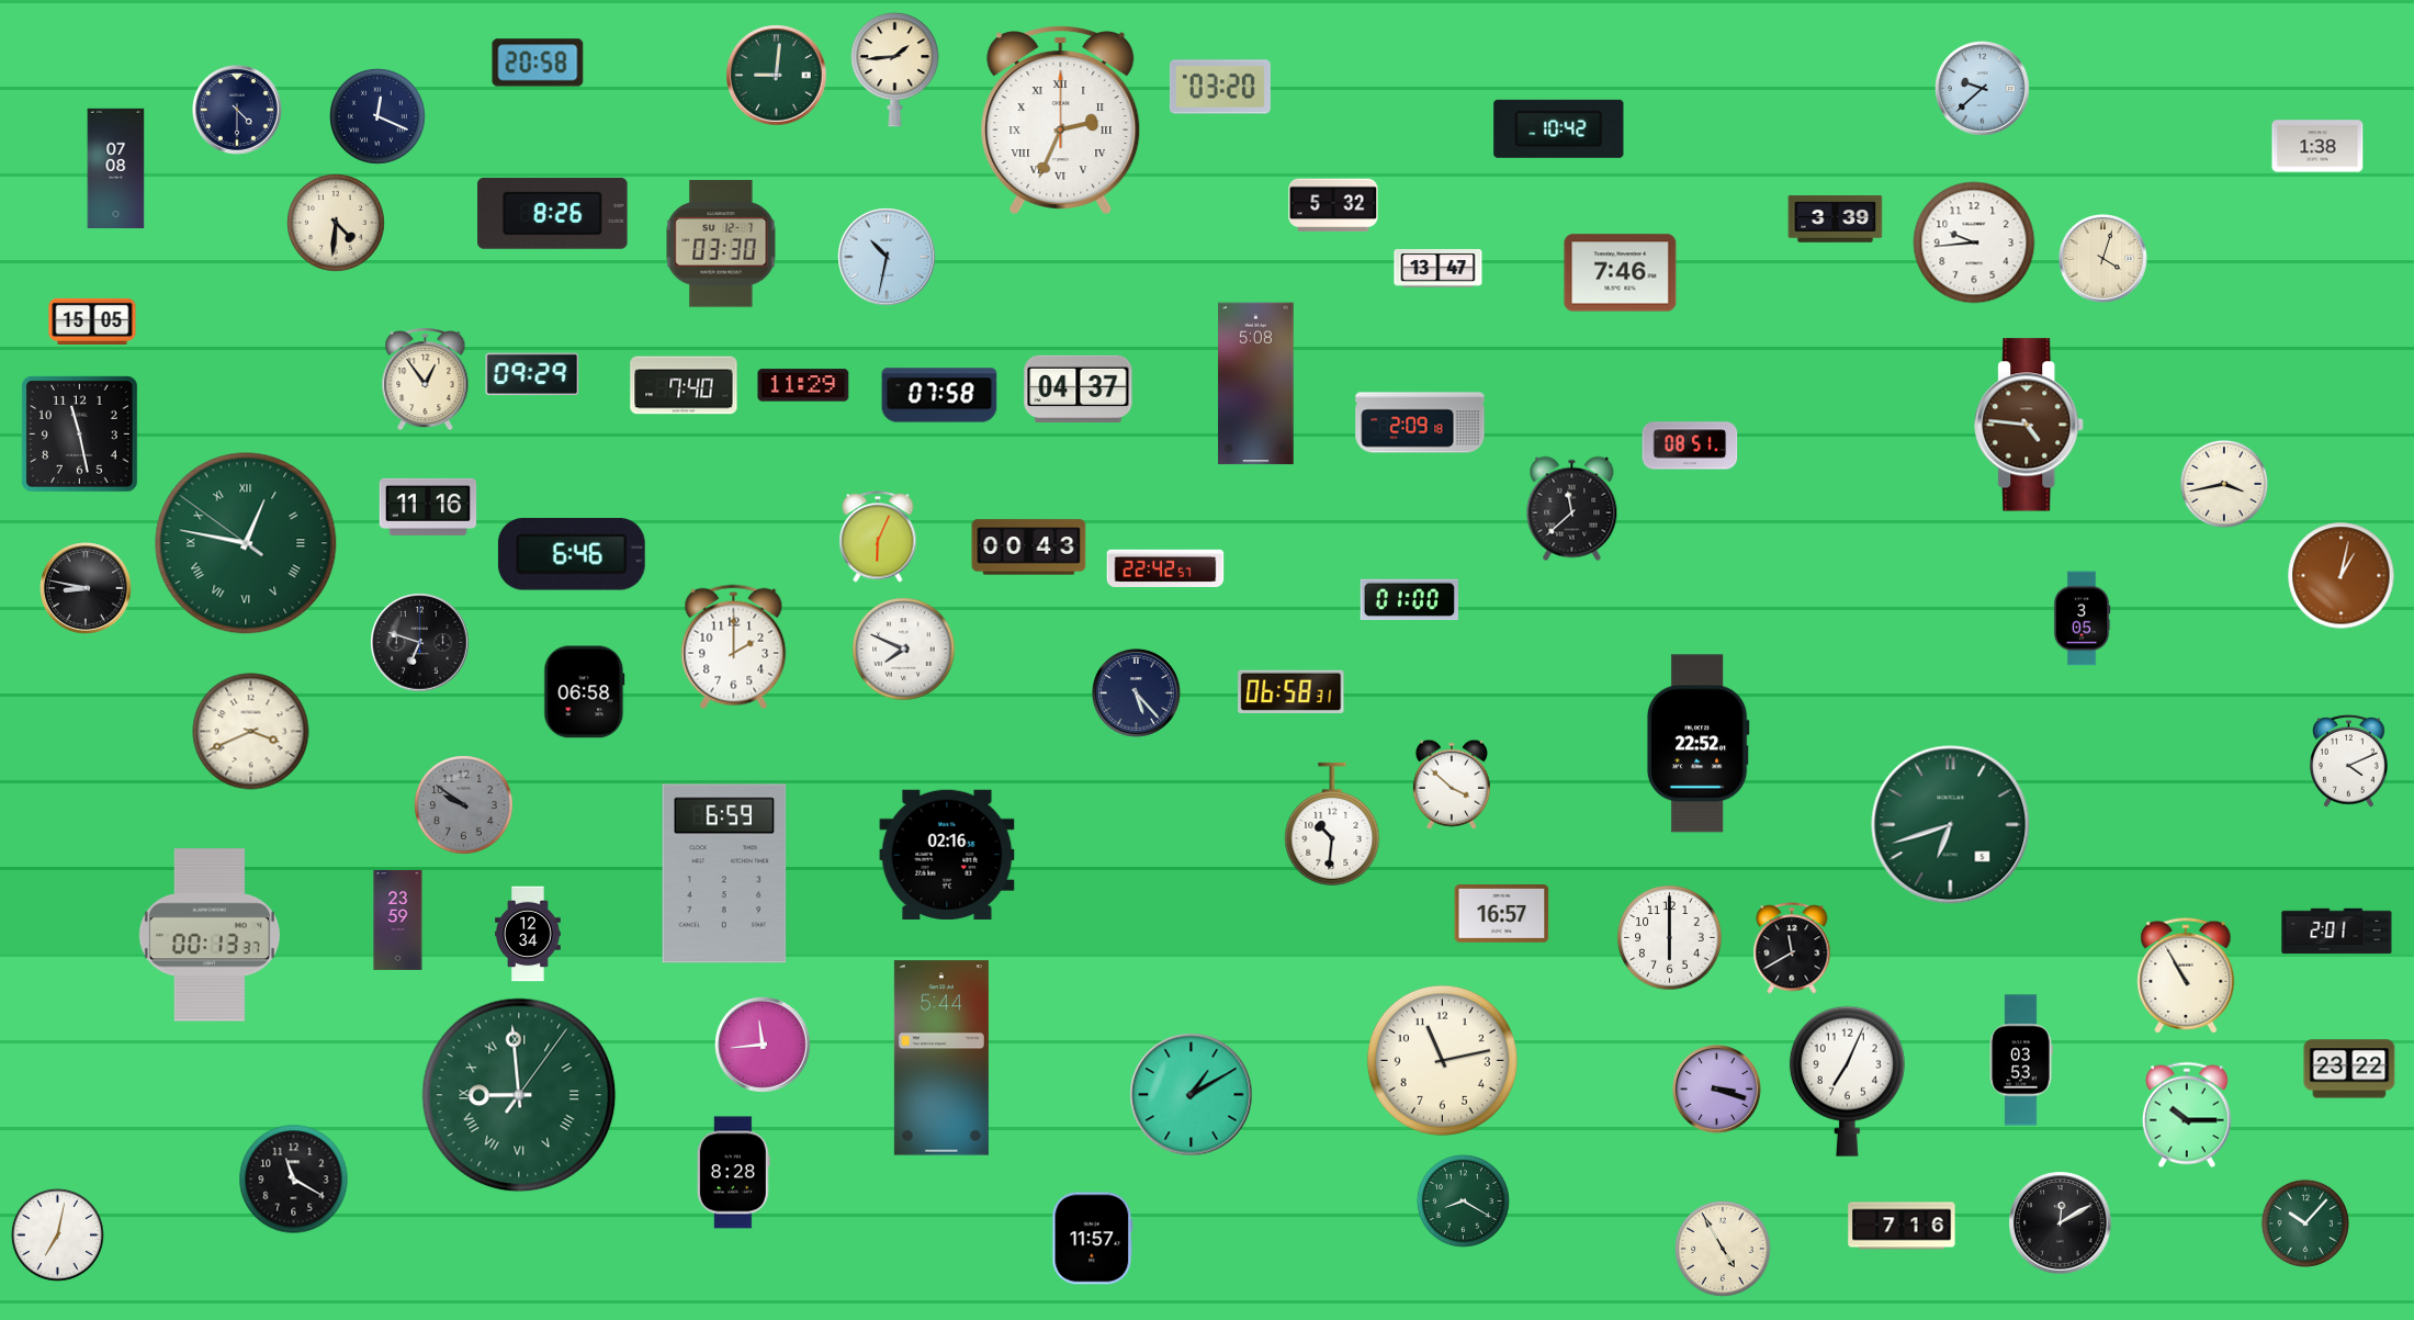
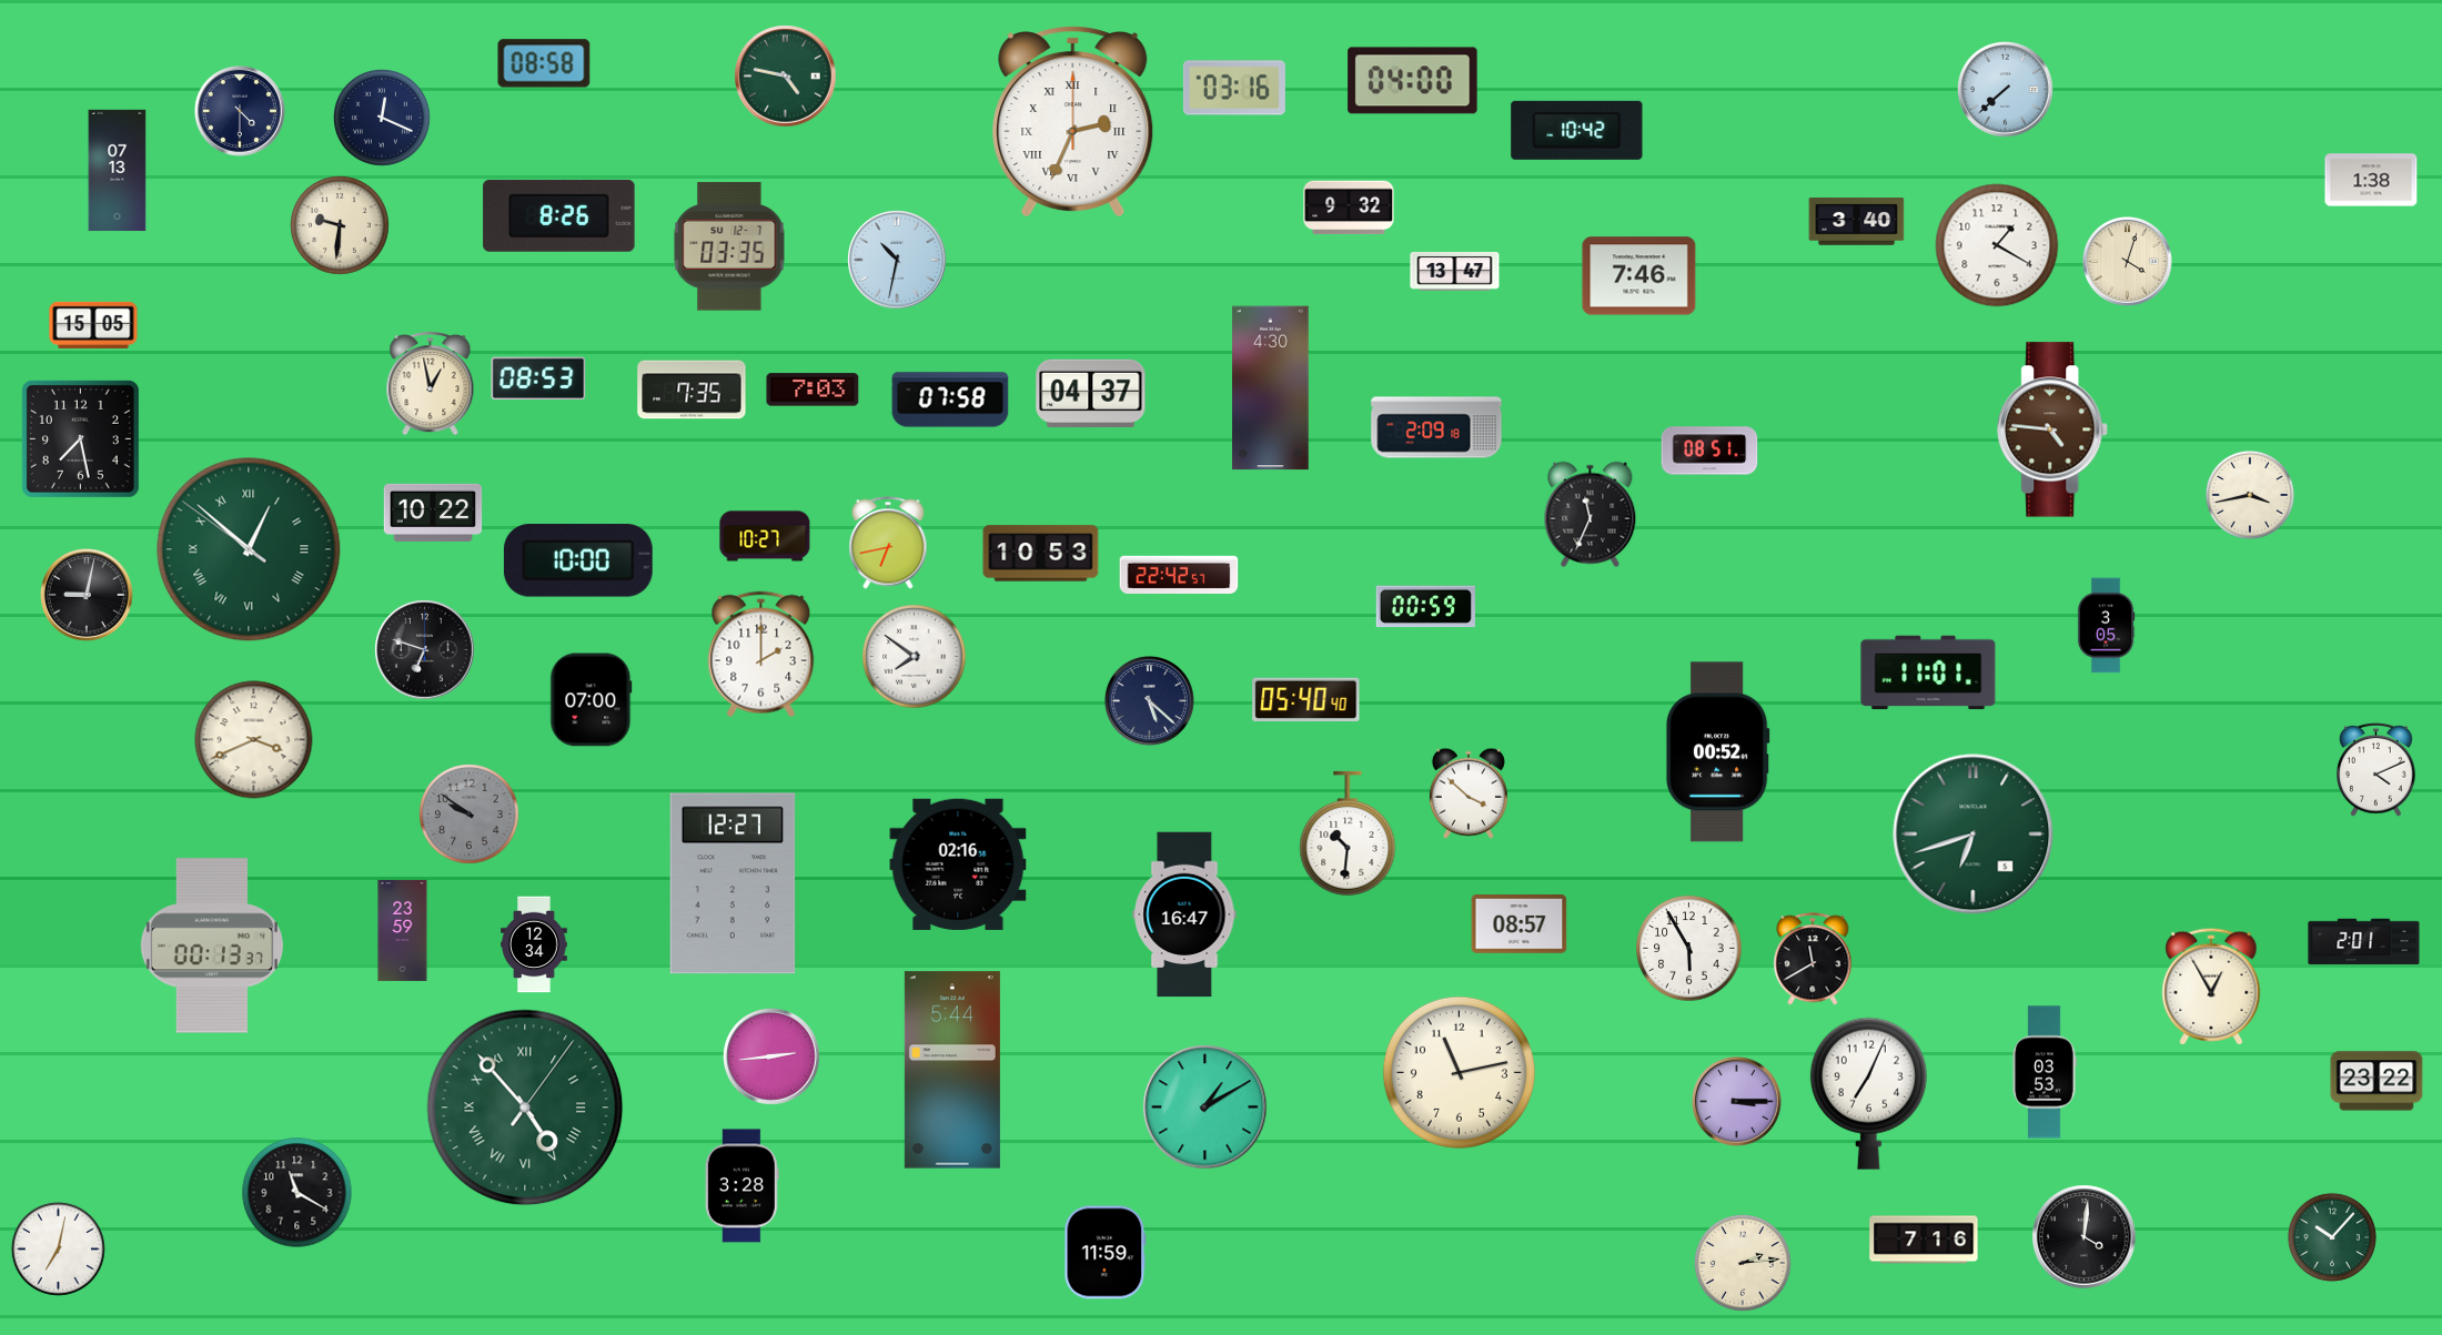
clock at (538, 63): 20:58 -> 08:58
clock at (895, 70): 1:44 -> none
clock at (777, 76): 9:01 -> 4:47
clock at (1413, 81): none -> 04:00
clock at (1220, 87): 03:20 -> 03:16
clock at (1983, 89): 9:38 -> 7:38
clock at (2317, 146) position: (2317, 146) -> (2371, 180)
clock at (116, 169): 07:08 -> 07:13
clock at (1333, 205): 5:32 -> 9:32
clock at (1836, 219): 3:39 -> 3:40
clock at (336, 223): 4:31 -> 9:31
clock at (1974, 242): 9:44 -> 1:20
clock at (721, 244): 03:30 -> 03:35
clock at (532, 374): 09:29 -> 08:53
clock at (426, 380): 12:54 -> 12:58
clock at (1256, 384): 5:08 -> 4:30
clock at (684, 385): 7:40 -> 7:35
clock at (803, 385): 11:29 -> 7:03
clock at (79, 433): 11:28 -> 7:28
clock at (2224, 484) position: (2224, 484) -> (2250, 495)
clock at (428, 507): 11:16 -> 10:22
clock at (1572, 509): 11:38 -> 11:34
clock at (765, 536): none -> 10:27
clock at (878, 537): 6:04 -> 6:43
clock at (246, 543): 12:46 -> 12:51
clock at (1029, 548): 00:43 -> 10:53
clock at (572, 554): 6:46 -> 10:00
clock at (2342, 576): 1:02 -> none
clock at (87, 589): 8:47 -> 9:02
clock at (1409, 600): 01:00 -> 00:59
clock at (734, 647) position: (734, 647) -> (761, 655)
clock at (904, 650): 7:49 -> 7:51
clock at (1928, 672): none -> 11:01
clock at (1291, 691): 06:58 -> 05:40
clock at (585, 692): 06:58 -> 07:00
clock at (1136, 692): 5:23 -> 5:22
clock at (1697, 744): 22:52 -> 00:52
clock at (724, 873): 6:59 -> 12:27
clock at (1184, 914): none -> 16:47
clock at (1502, 914): 16:57 -> 08:57
clock at (1670, 938): 6:00 -> 5:55
clock at (2186, 975): 10:55 -> 12:55
clock at (764, 1046): 11:44 -> 2:44
clock at (1716, 1088): 3:18 -> 3:15
clock at (519, 1095): 8:59 -> 4:53
clock at (2187, 1115): 10:15 -> none
clock at (733, 1173): 8:28 -> 3:28
clock at (1463, 1200): 8:20 -> none
clock at (2061, 1223): 12:10 -> 4:01
clock at (1093, 1239): 11:57 -> 11:59
clock at (1724, 1250): 4:55 -> 2:14
